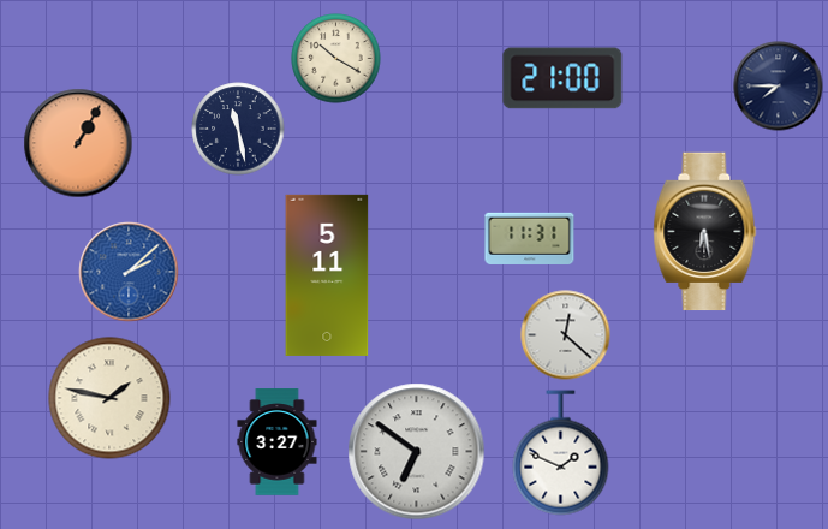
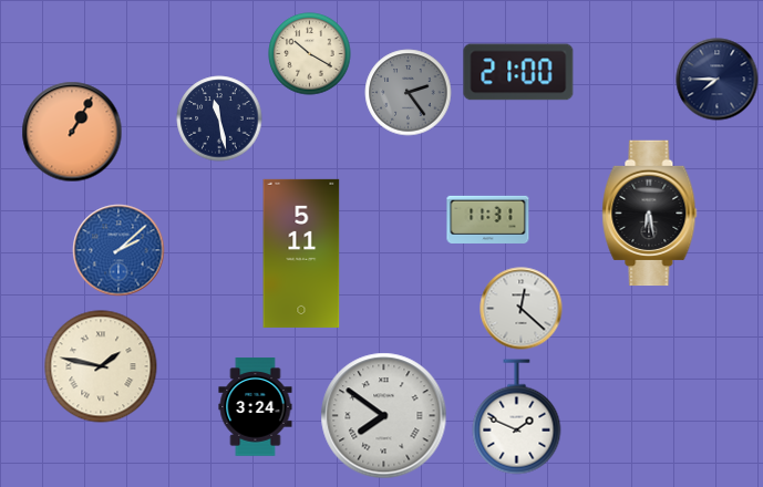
clock at (409, 93): none -> 2:24
clock at (278, 442): 3:27 -> 3:24
clock at (417, 452): 6:51 -> 7:51
